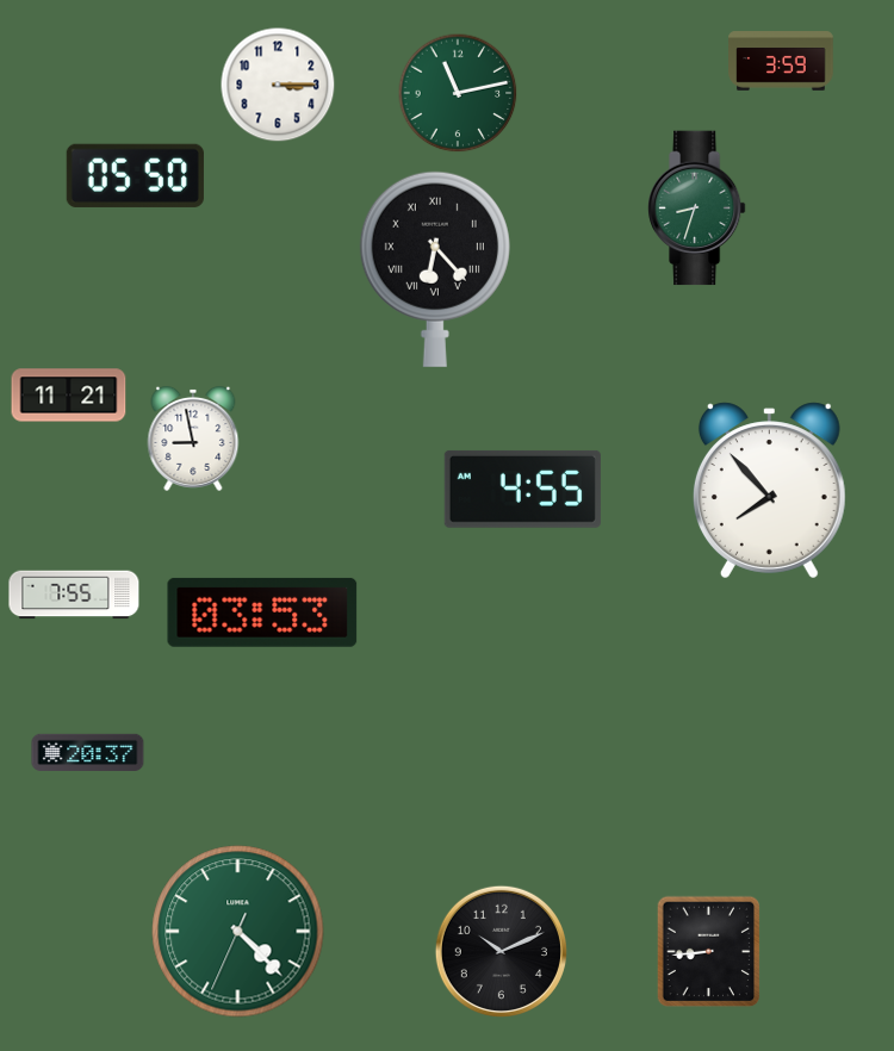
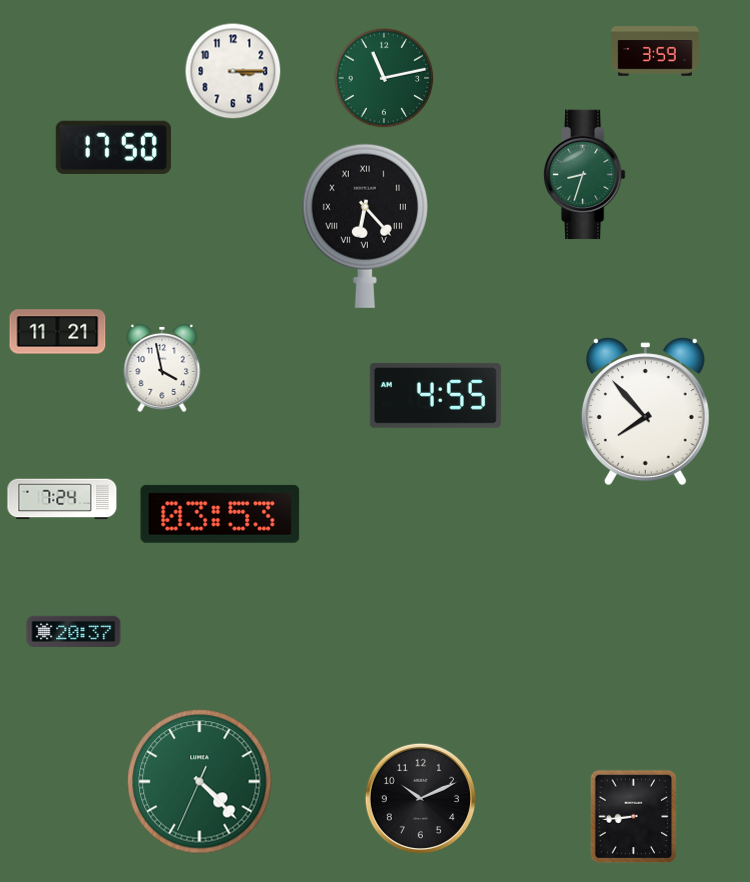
clock at (135, 175): 05:50 -> 17:50
clock at (193, 439): 8:58 -> 3:58
clock at (522, 489) position: (522, 489) -> (435, 395)
clock at (74, 595): 7:55 -> 7:24
clock at (709, 952) position: (709, 952) -> (634, 817)
